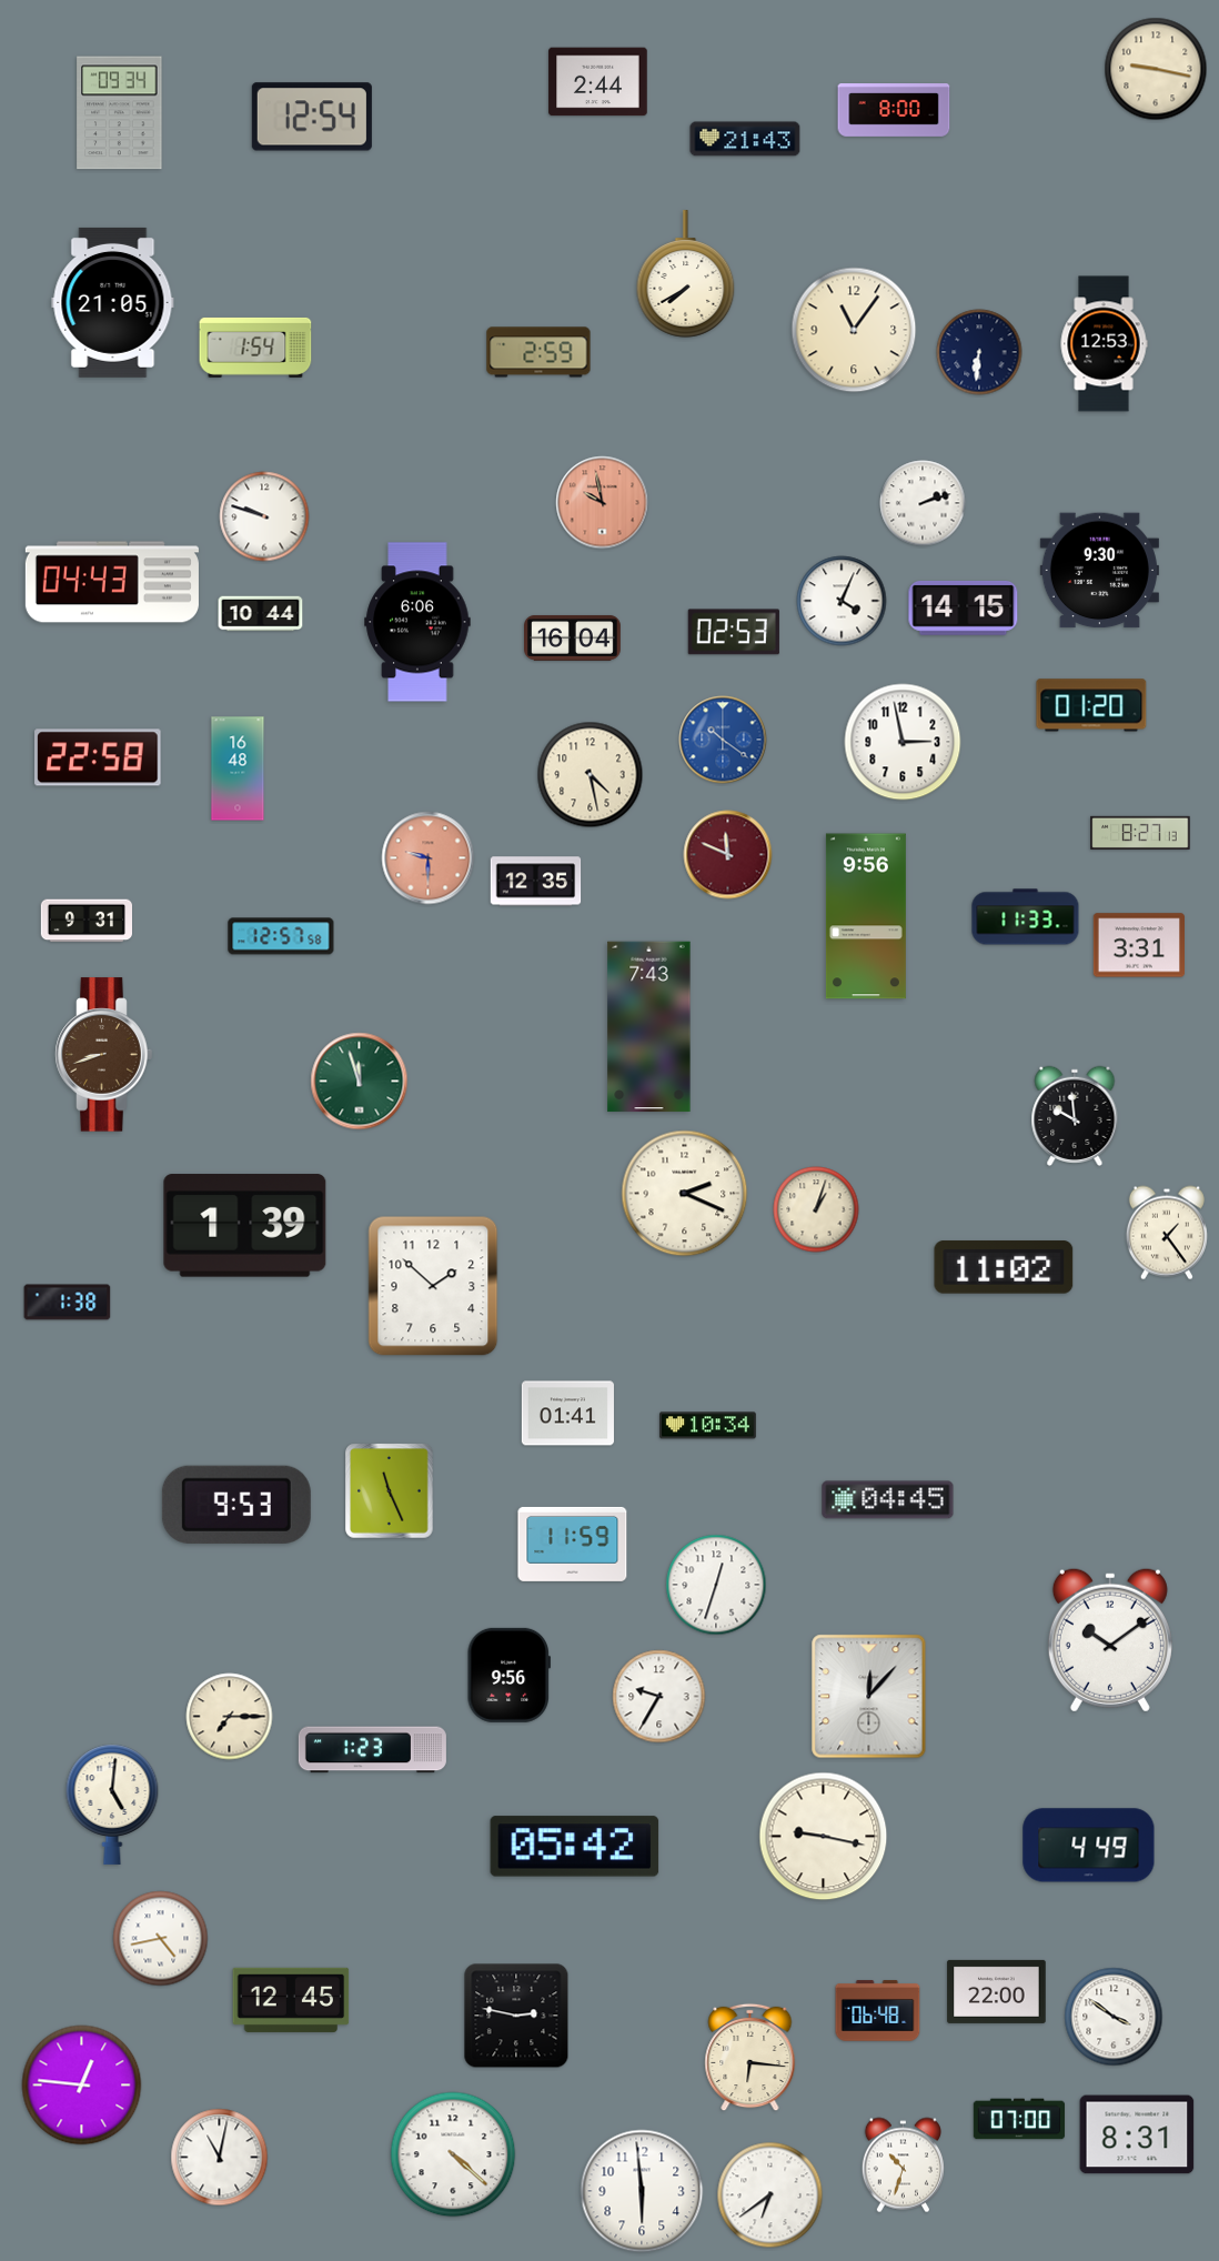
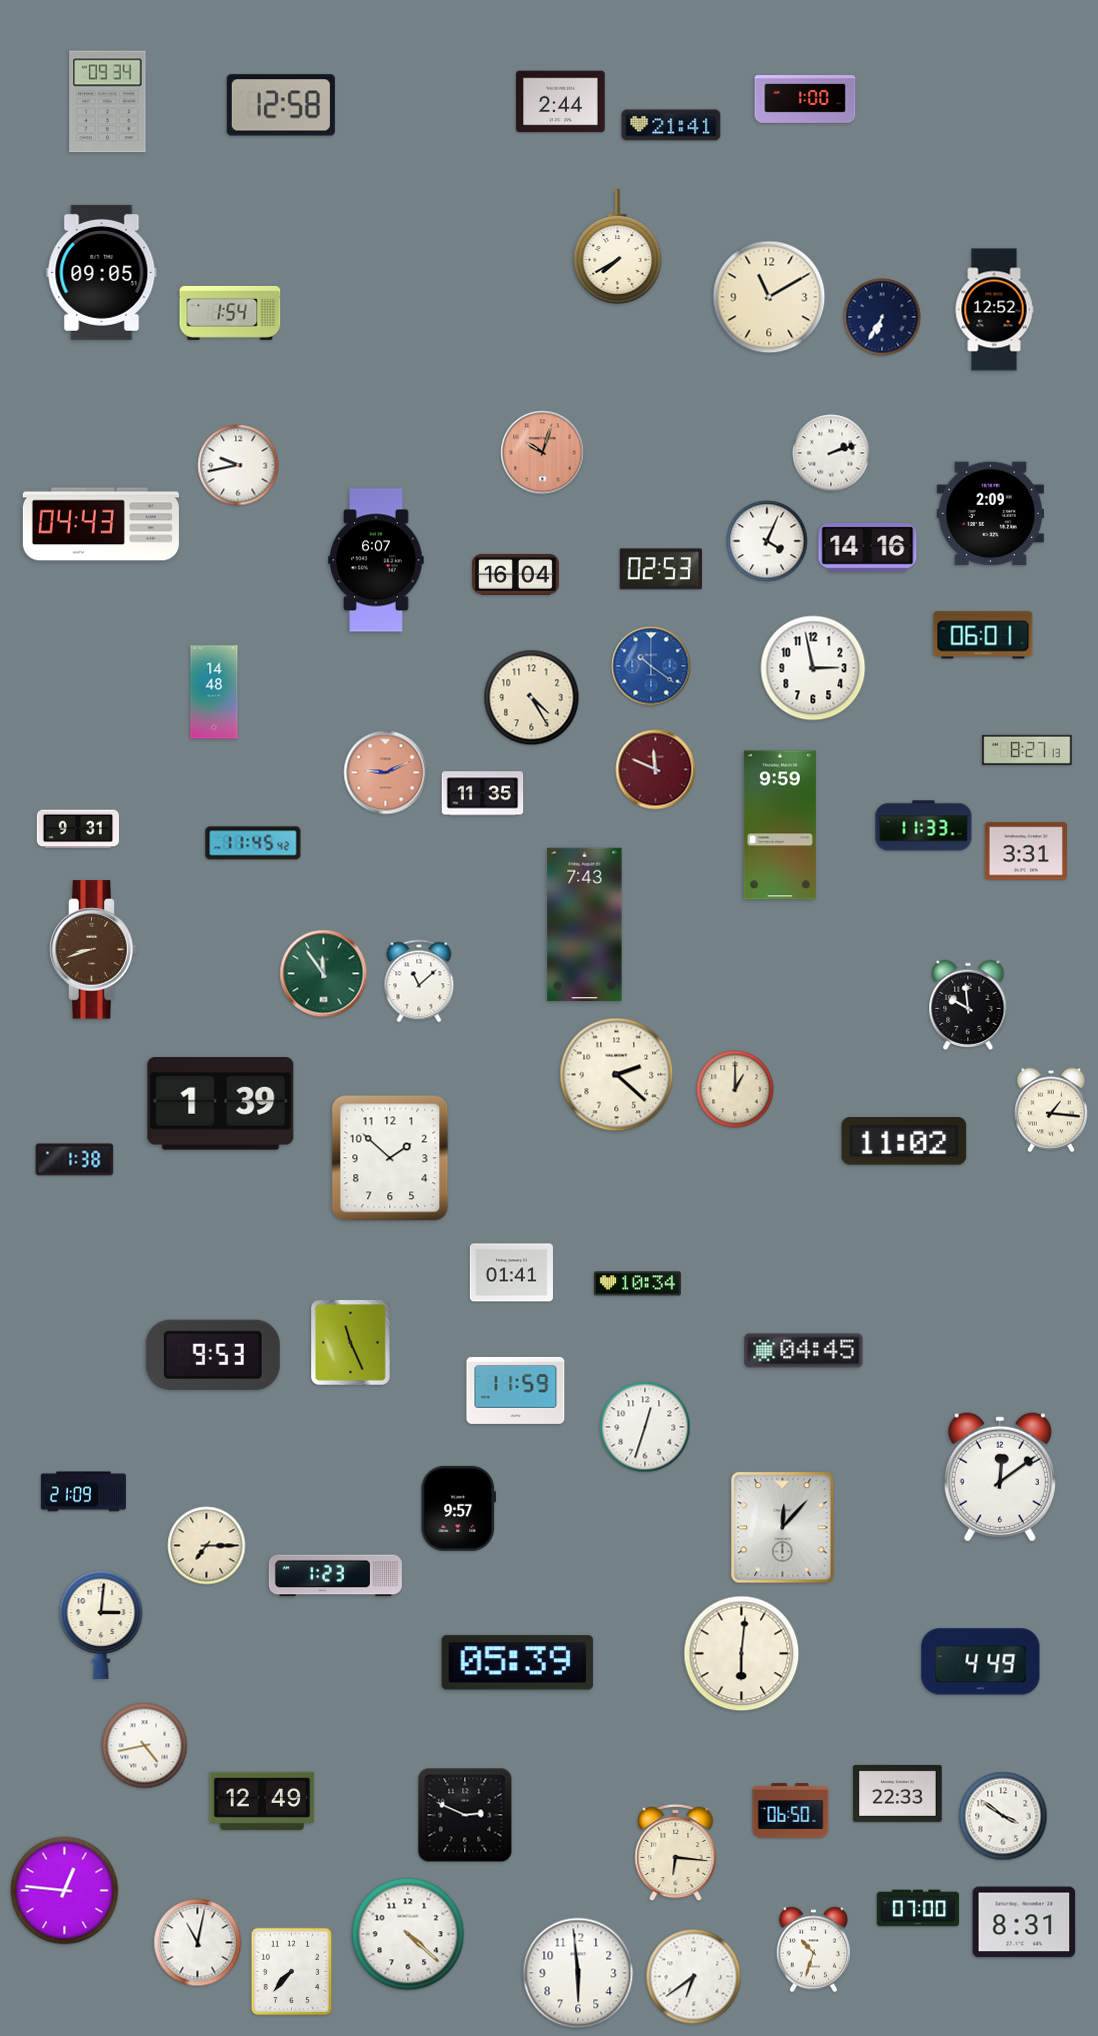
clock at (1156, 69): 9:17 -> none
clock at (598, 82) position: (598, 82) -> (561, 102)
clock at (894, 110): 8:00 -> 1:00
clock at (312, 117): 12:54 -> 12:58
clock at (745, 139): 21:43 -> 21:41
clock at (113, 302): 21:05 -> 09:05
clock at (854, 330): 11:06 -> 11:10
clock at (1104, 344): 12:53 -> 12:52
clock at (538, 352): 2:59 -> none
clock at (979, 352): 6:31 -> 6:35
clock at (603, 503): 9:58 -> 10:03
clock at (264, 516): 9:48 -> 9:43
clock at (1099, 571): 9:30 -> 2:09
clock at (842, 601) position: (842, 601) -> (767, 541)
clock at (964, 607): 14:15 -> 14:16
clock at (261, 614): 10:44 -> none
clock at (417, 622): 6:06 -> 6:07
clock at (1091, 705): 01:20 -> 06:01
clock at (98, 757): 22:58 -> none
clock at (238, 768): 16:48 -> 14:48
clock at (591, 775): 4:28 -> 4:25
clock at (429, 858): 9:30 -> 9:11
clock at (536, 882): 12:35 -> 11:35
clock at (866, 916): 9:56 -> 9:59
clock at (281, 936): 12:57 -> 11:45
clock at (360, 1082): 11:57 -> 11:54
clock at (419, 981): none -> 11:08
clock at (685, 1194): 2:19 -> 2:22
clock at (816, 1209): 1:03 -> 1:00
clock at (1167, 1233): 1:24 -> 1:16
clock at (68, 1303) position: (68, 1303) -> (75, 1160)
clock at (888, 1500) position: (888, 1500) -> (804, 1351)
clock at (1110, 1640): 10:09 -> 12:09
clock at (83, 1492): none -> 21:09
clock at (508, 1675): 9:56 -> 9:57
clock at (659, 1697): 9:35 -> none
clock at (112, 1805): 5:01 -> 3:01
clock at (824, 1837): 9:17 -> 6:01
clock at (575, 1847): 05:42 -> 05:39
clock at (997, 1991): 22:00 -> 22:33
clock at (291, 2000): 12:45 -> 12:49
clock at (878, 2011): 06:48 -> 06:50
clock at (516, 2016): 2:47 -> 2:49
clock at (82, 2086) position: (82, 2086) -> (65, 1891)
clock at (453, 2154) position: (453, 2154) -> (408, 1934)
clock at (292, 1972): none -> 7:37
